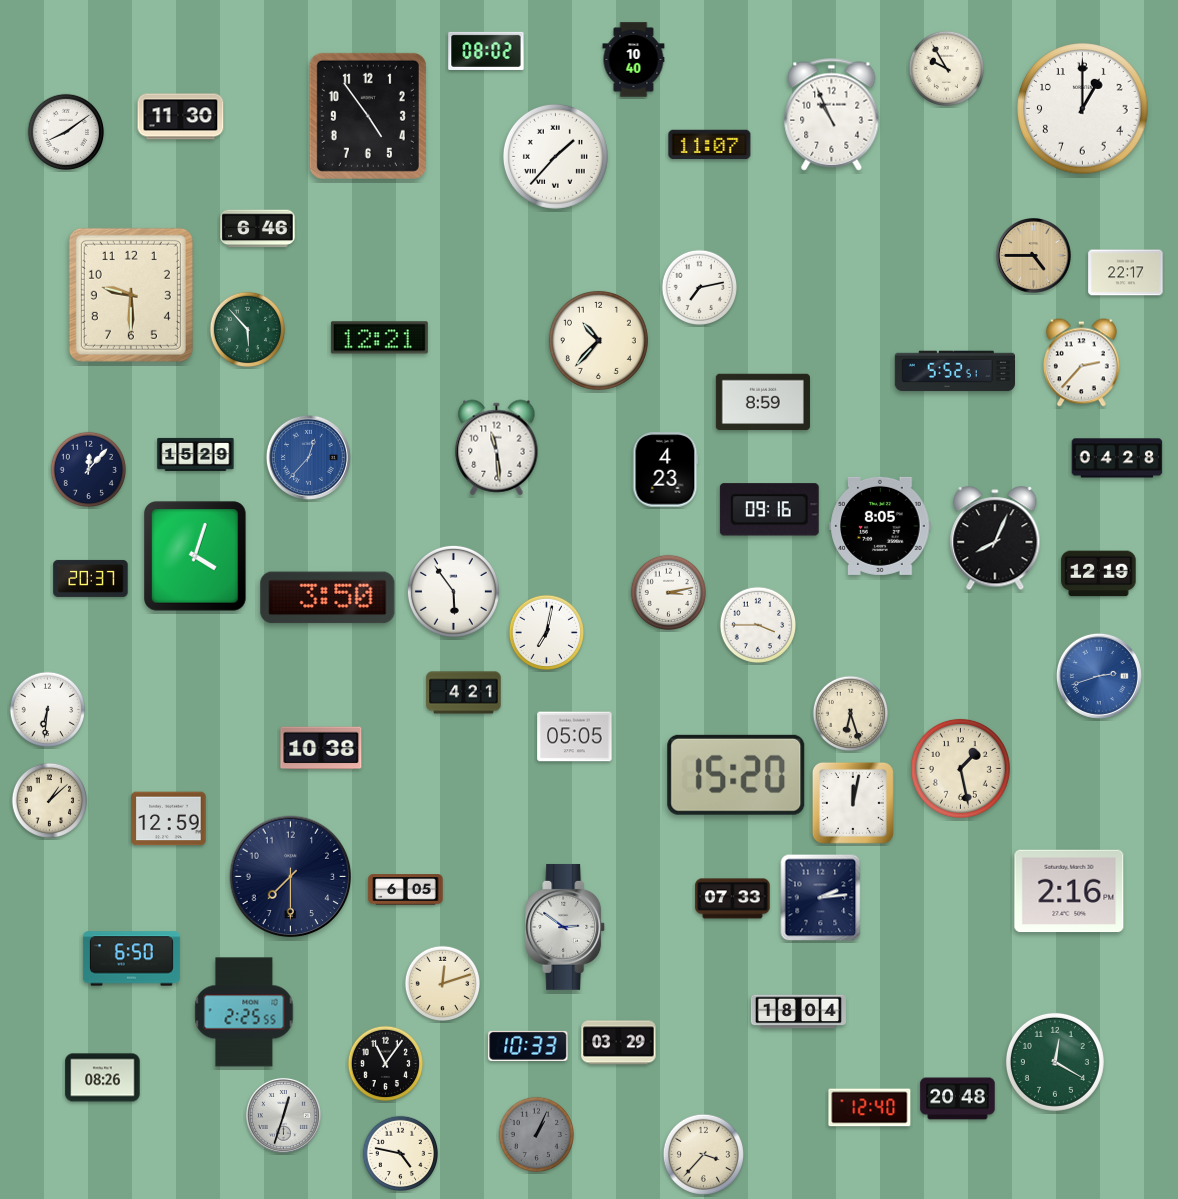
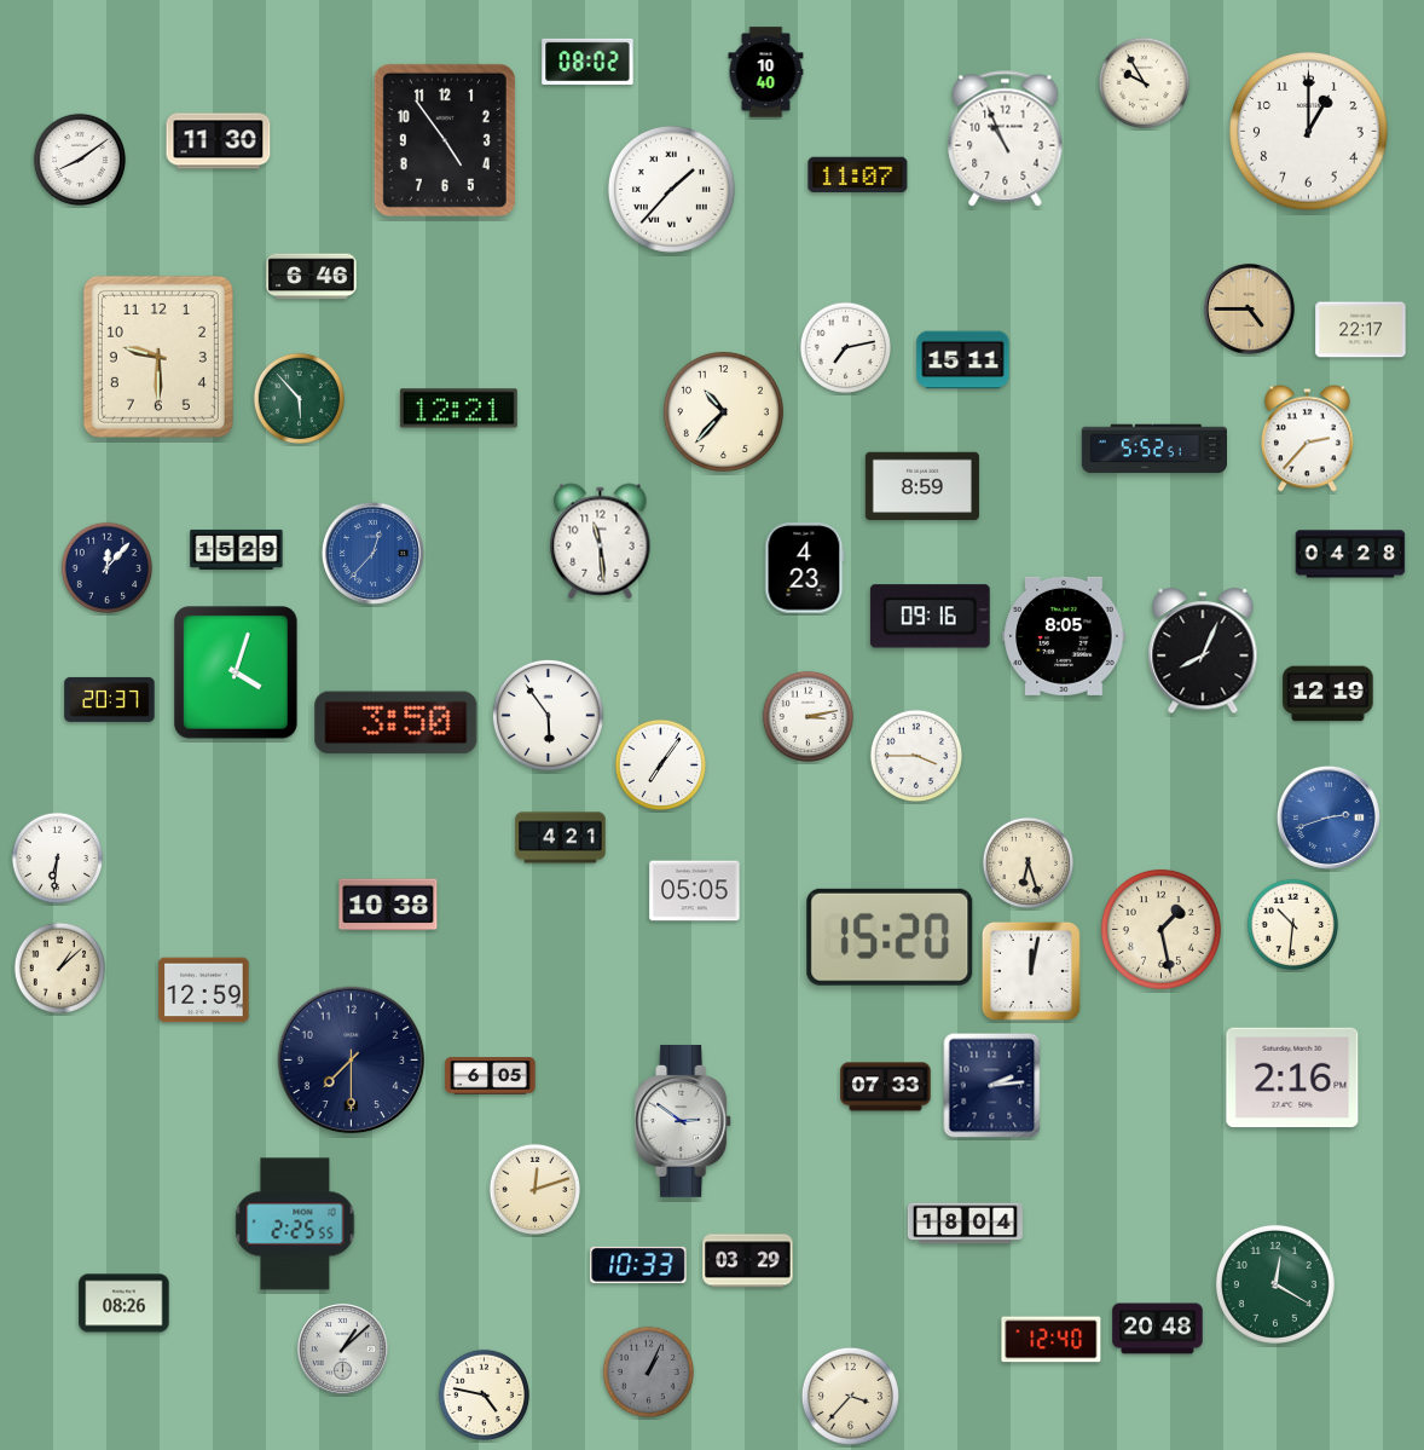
clock at (963, 360): none -> 15:11
clock at (547, 633): 7:02 -> 7:06
clock at (1293, 925): none -> 10:31
clock at (131, 959): 6:50 -> none
clock at (386, 1064): 11:06 -> none
clock at (283, 1115): 12:33 -> 1:08
